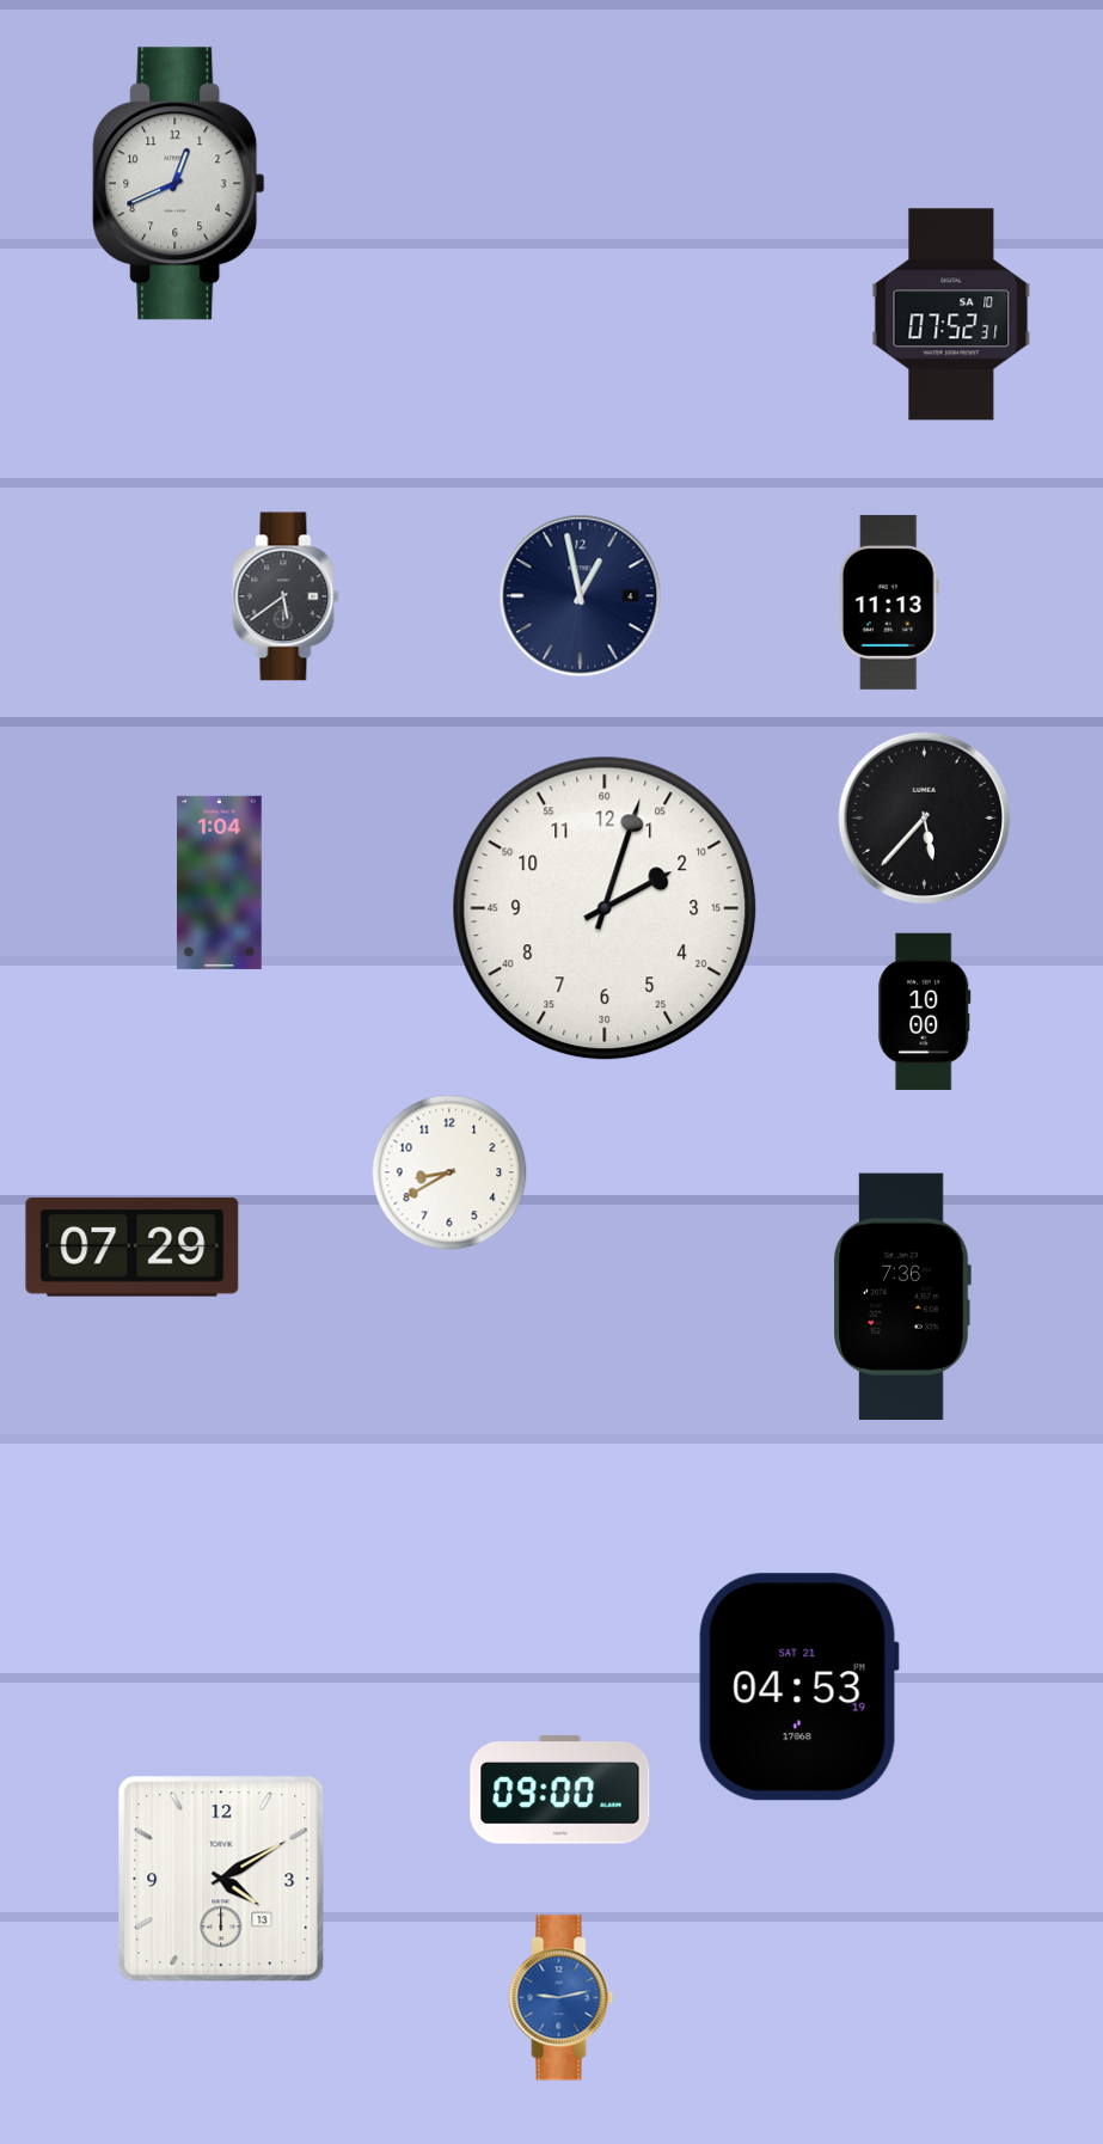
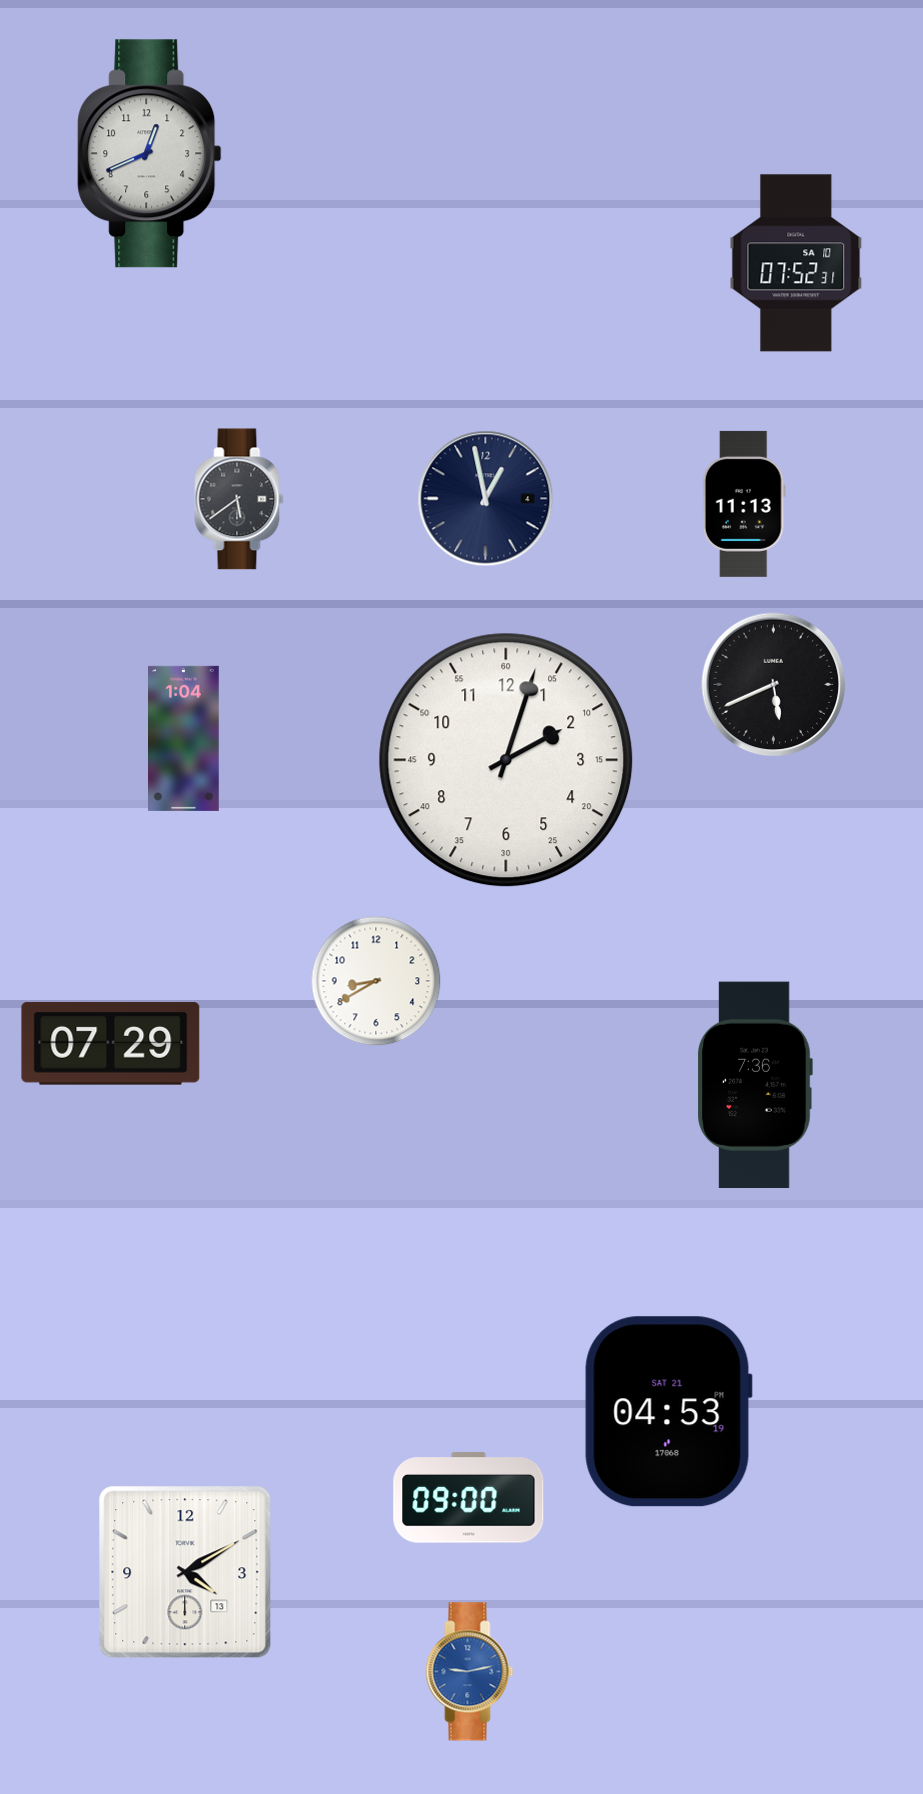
clock at (925, 819): 5:37 -> 5:41
clock at (925, 1011): 10:00 -> none
